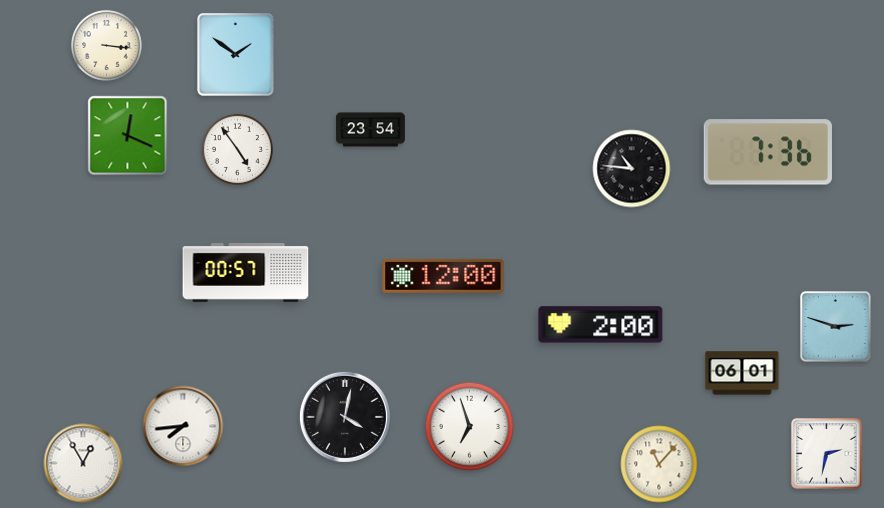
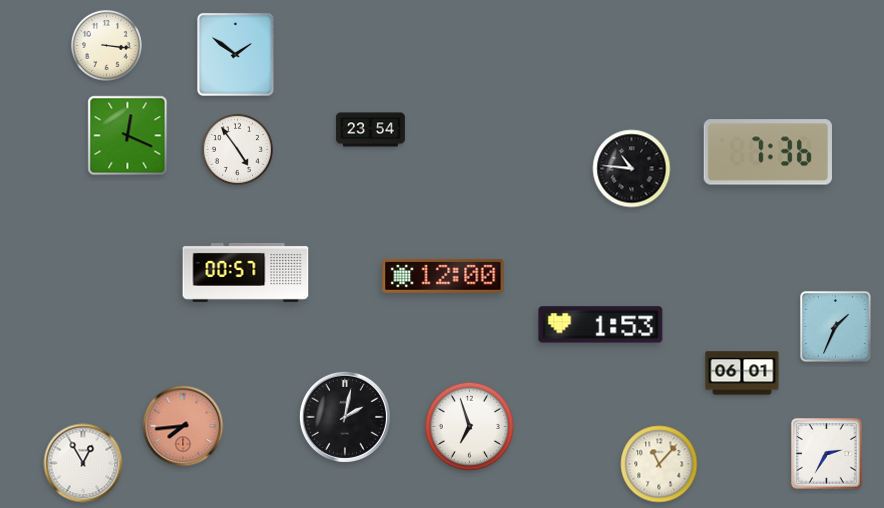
clock at (601, 325): 2:00 -> 1:53
clock at (836, 327): 2:48 -> 1:34
clock at (345, 417): 4:02 -> 2:02
clock at (183, 426) dial: white -> salmon
clock at (827, 454): 2:32 -> 2:35
